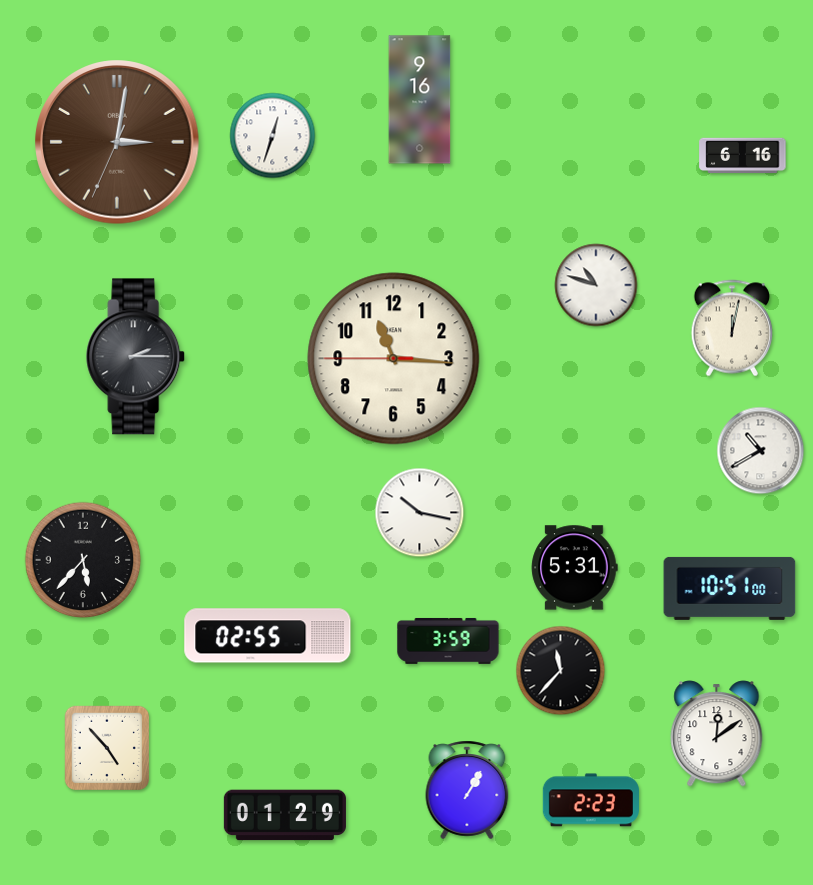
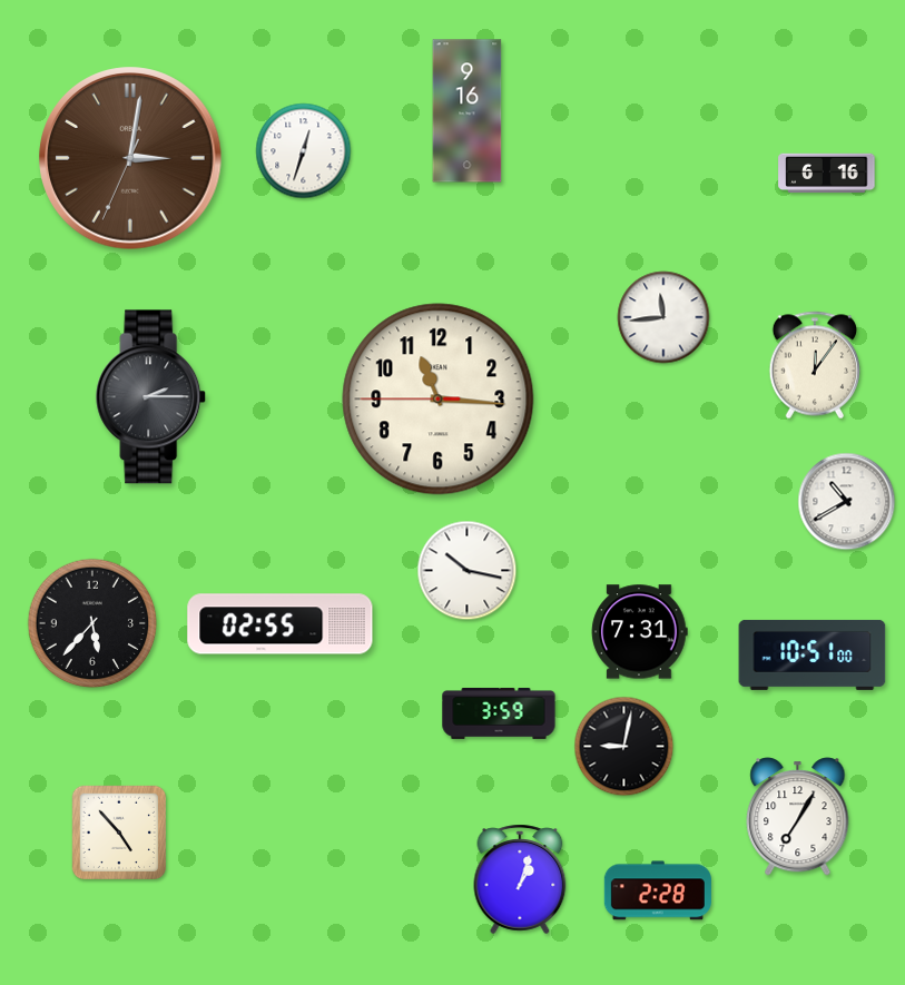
clock at (596, 285): 10:48 -> 11:44
clock at (732, 328): 12:02 -> 12:06
clock at (575, 568): 5:31 -> 7:31
clock at (268, 636) position: (268, 636) -> (281, 624)
clock at (561, 671): 11:37 -> 9:02
clock at (717, 734): 12:09 -> 7:05
clock at (467, 790): 1:05 -> 1:03
clock at (591, 800): 2:23 -> 2:28
clock at (285, 815): 01:29 -> none
